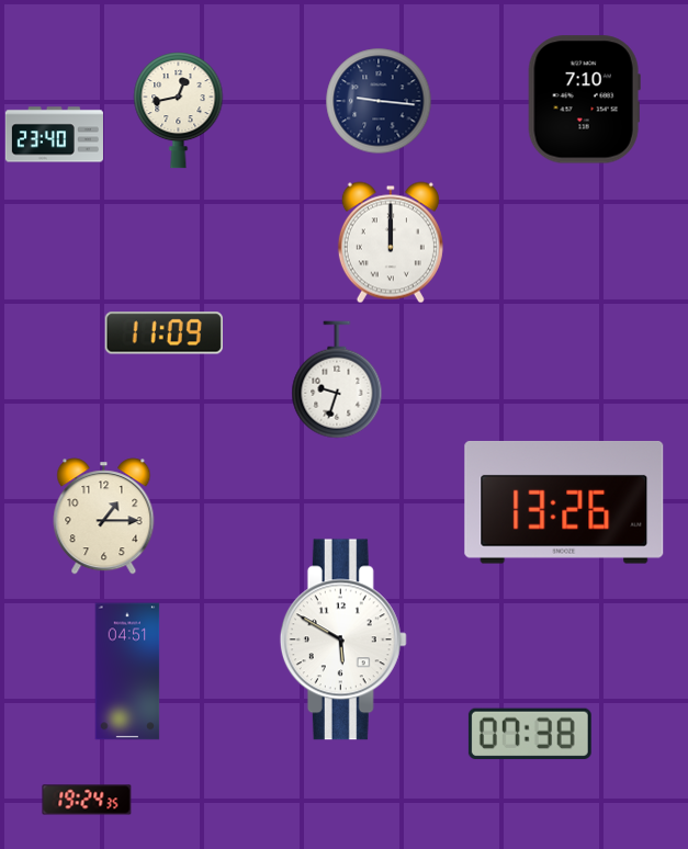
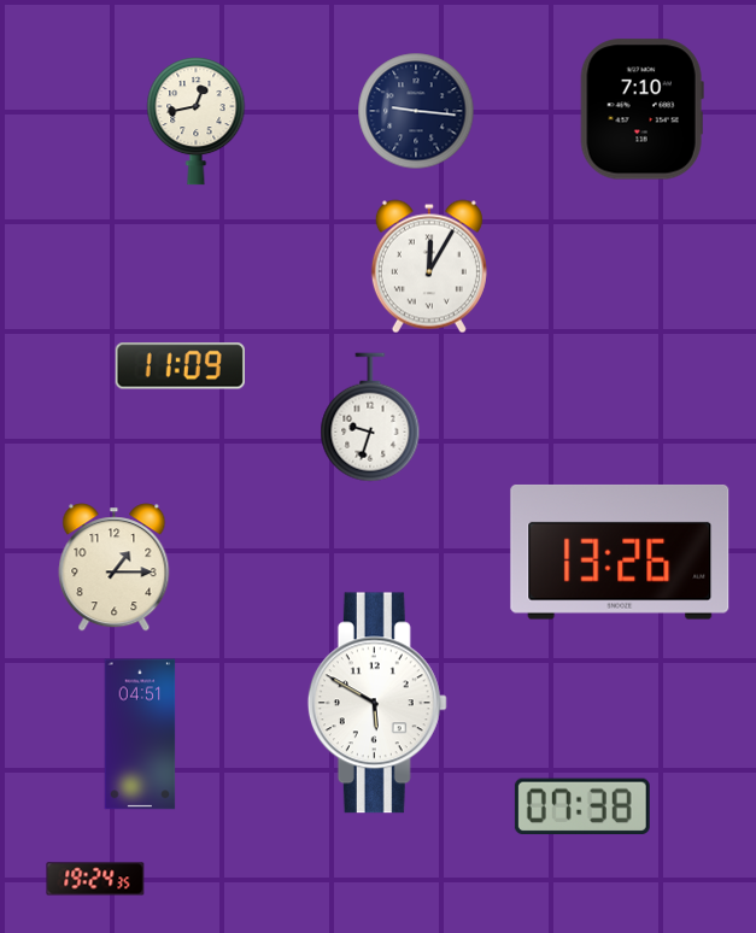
clock at (54, 135): 23:40 -> none
clock at (391, 242): 12:00 -> 12:05
clock at (127, 671) position: (127, 671) -> (140, 734)
